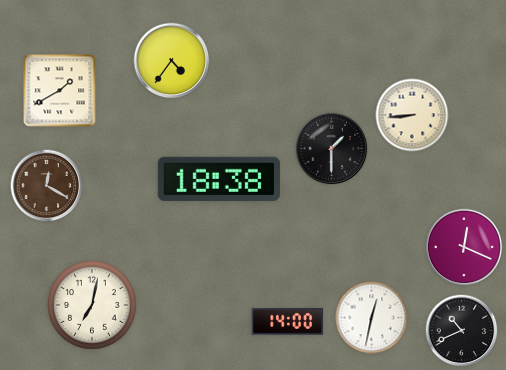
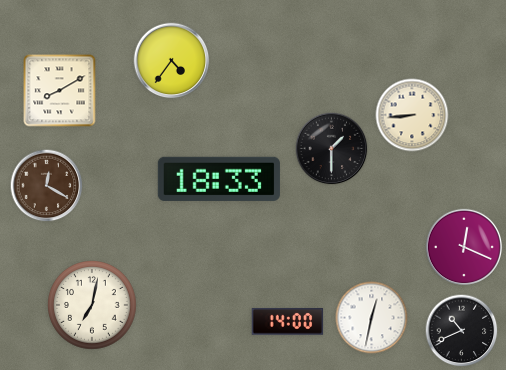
clock at (60, 91): 1:40 -> 8:10
clock at (219, 179): 18:38 -> 18:33
